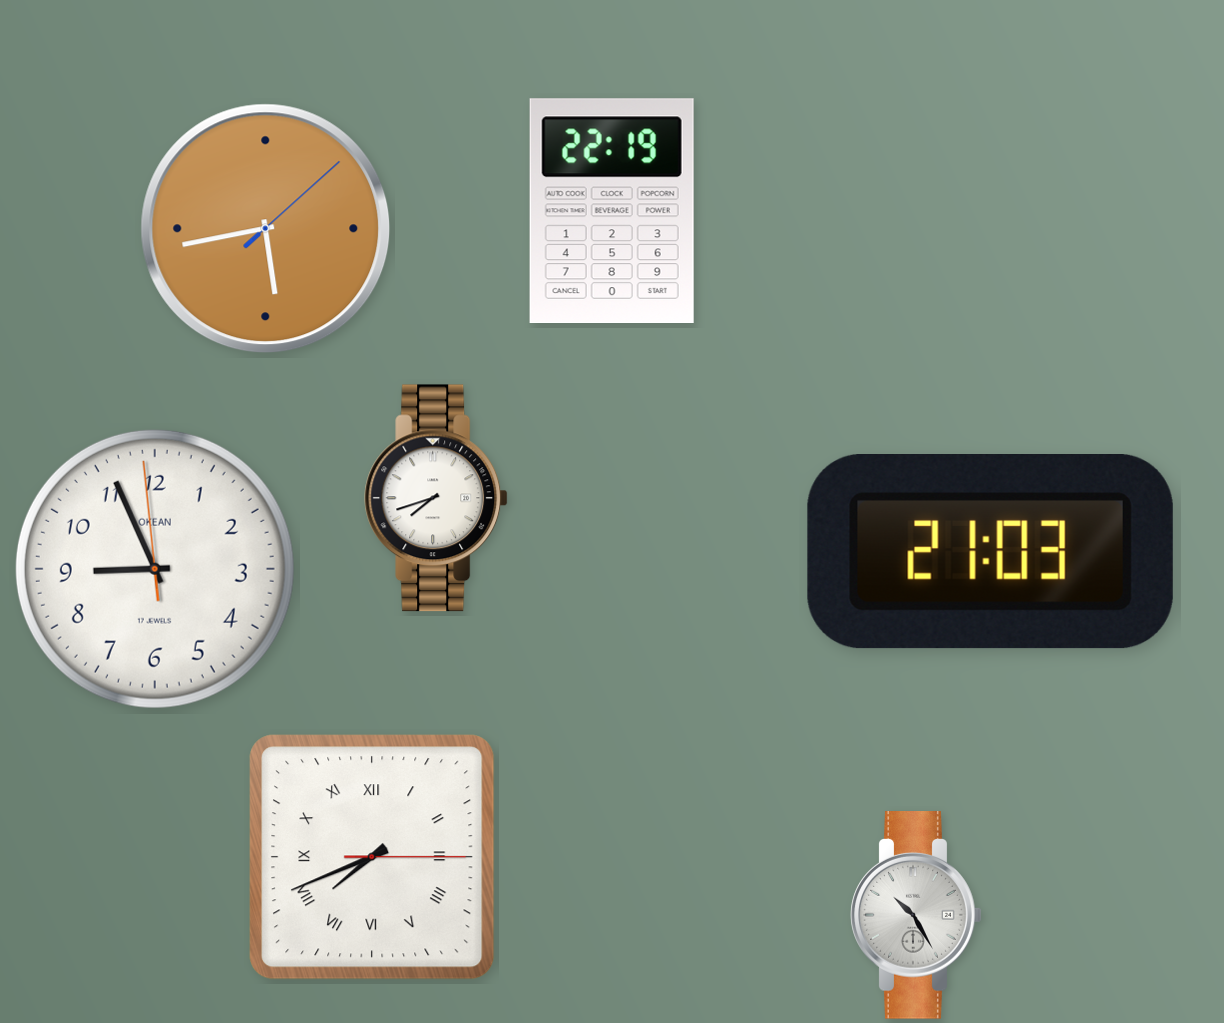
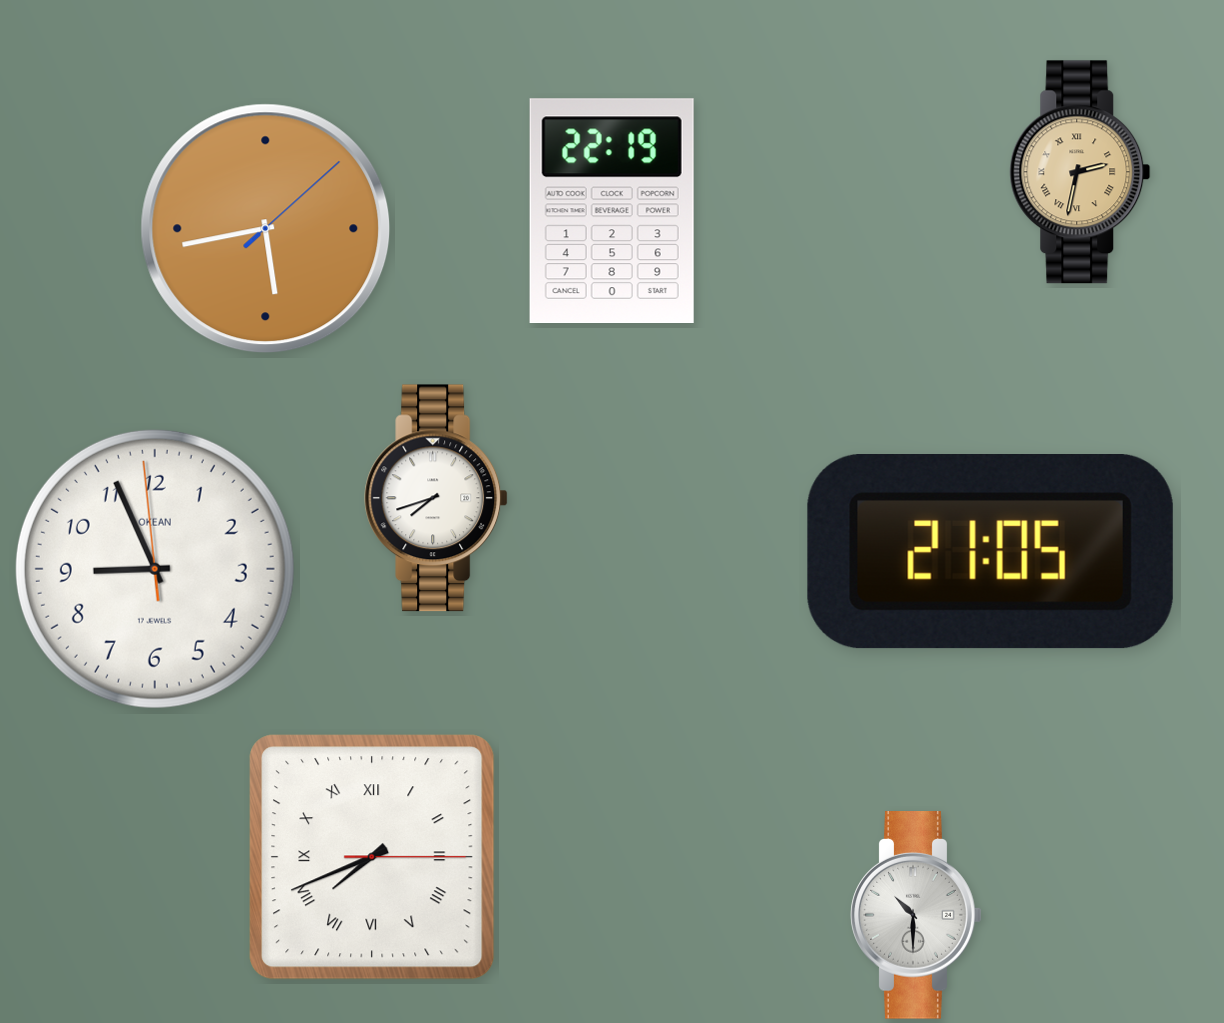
clock at (1080, 172): none -> 2:32
clock at (990, 552): 21:03 -> 21:05
clock at (916, 916): 10:25 -> 10:30
